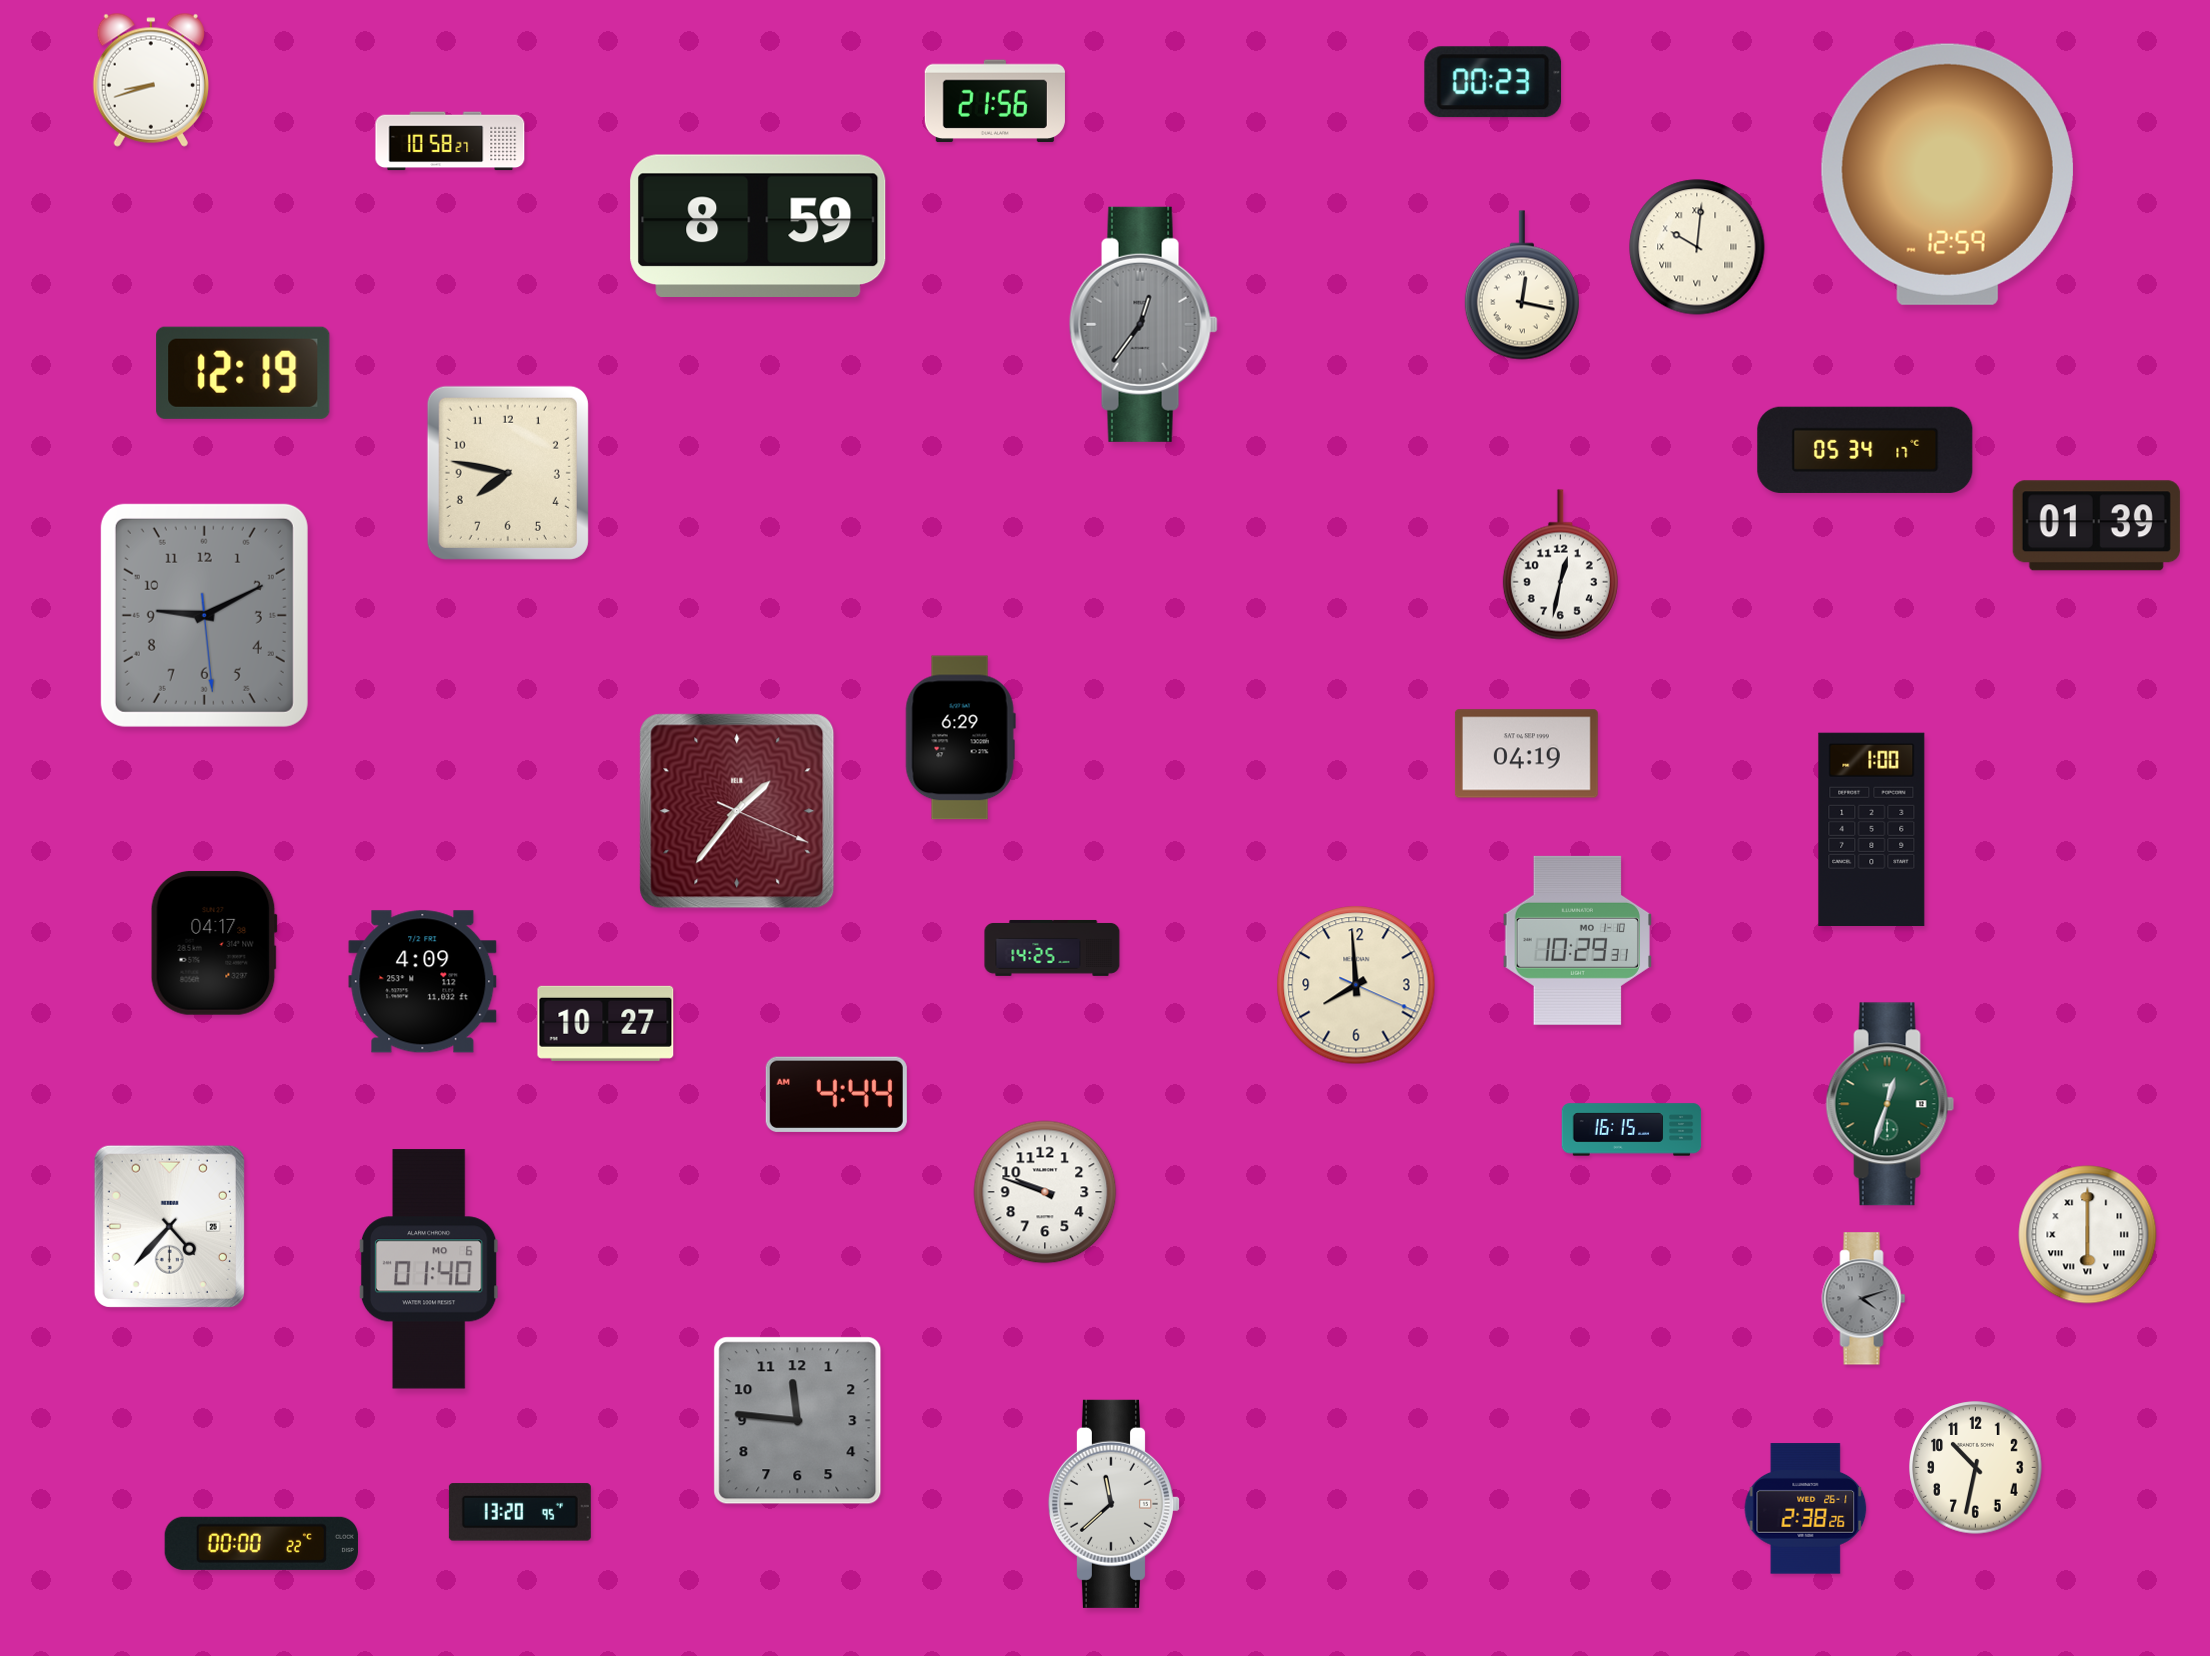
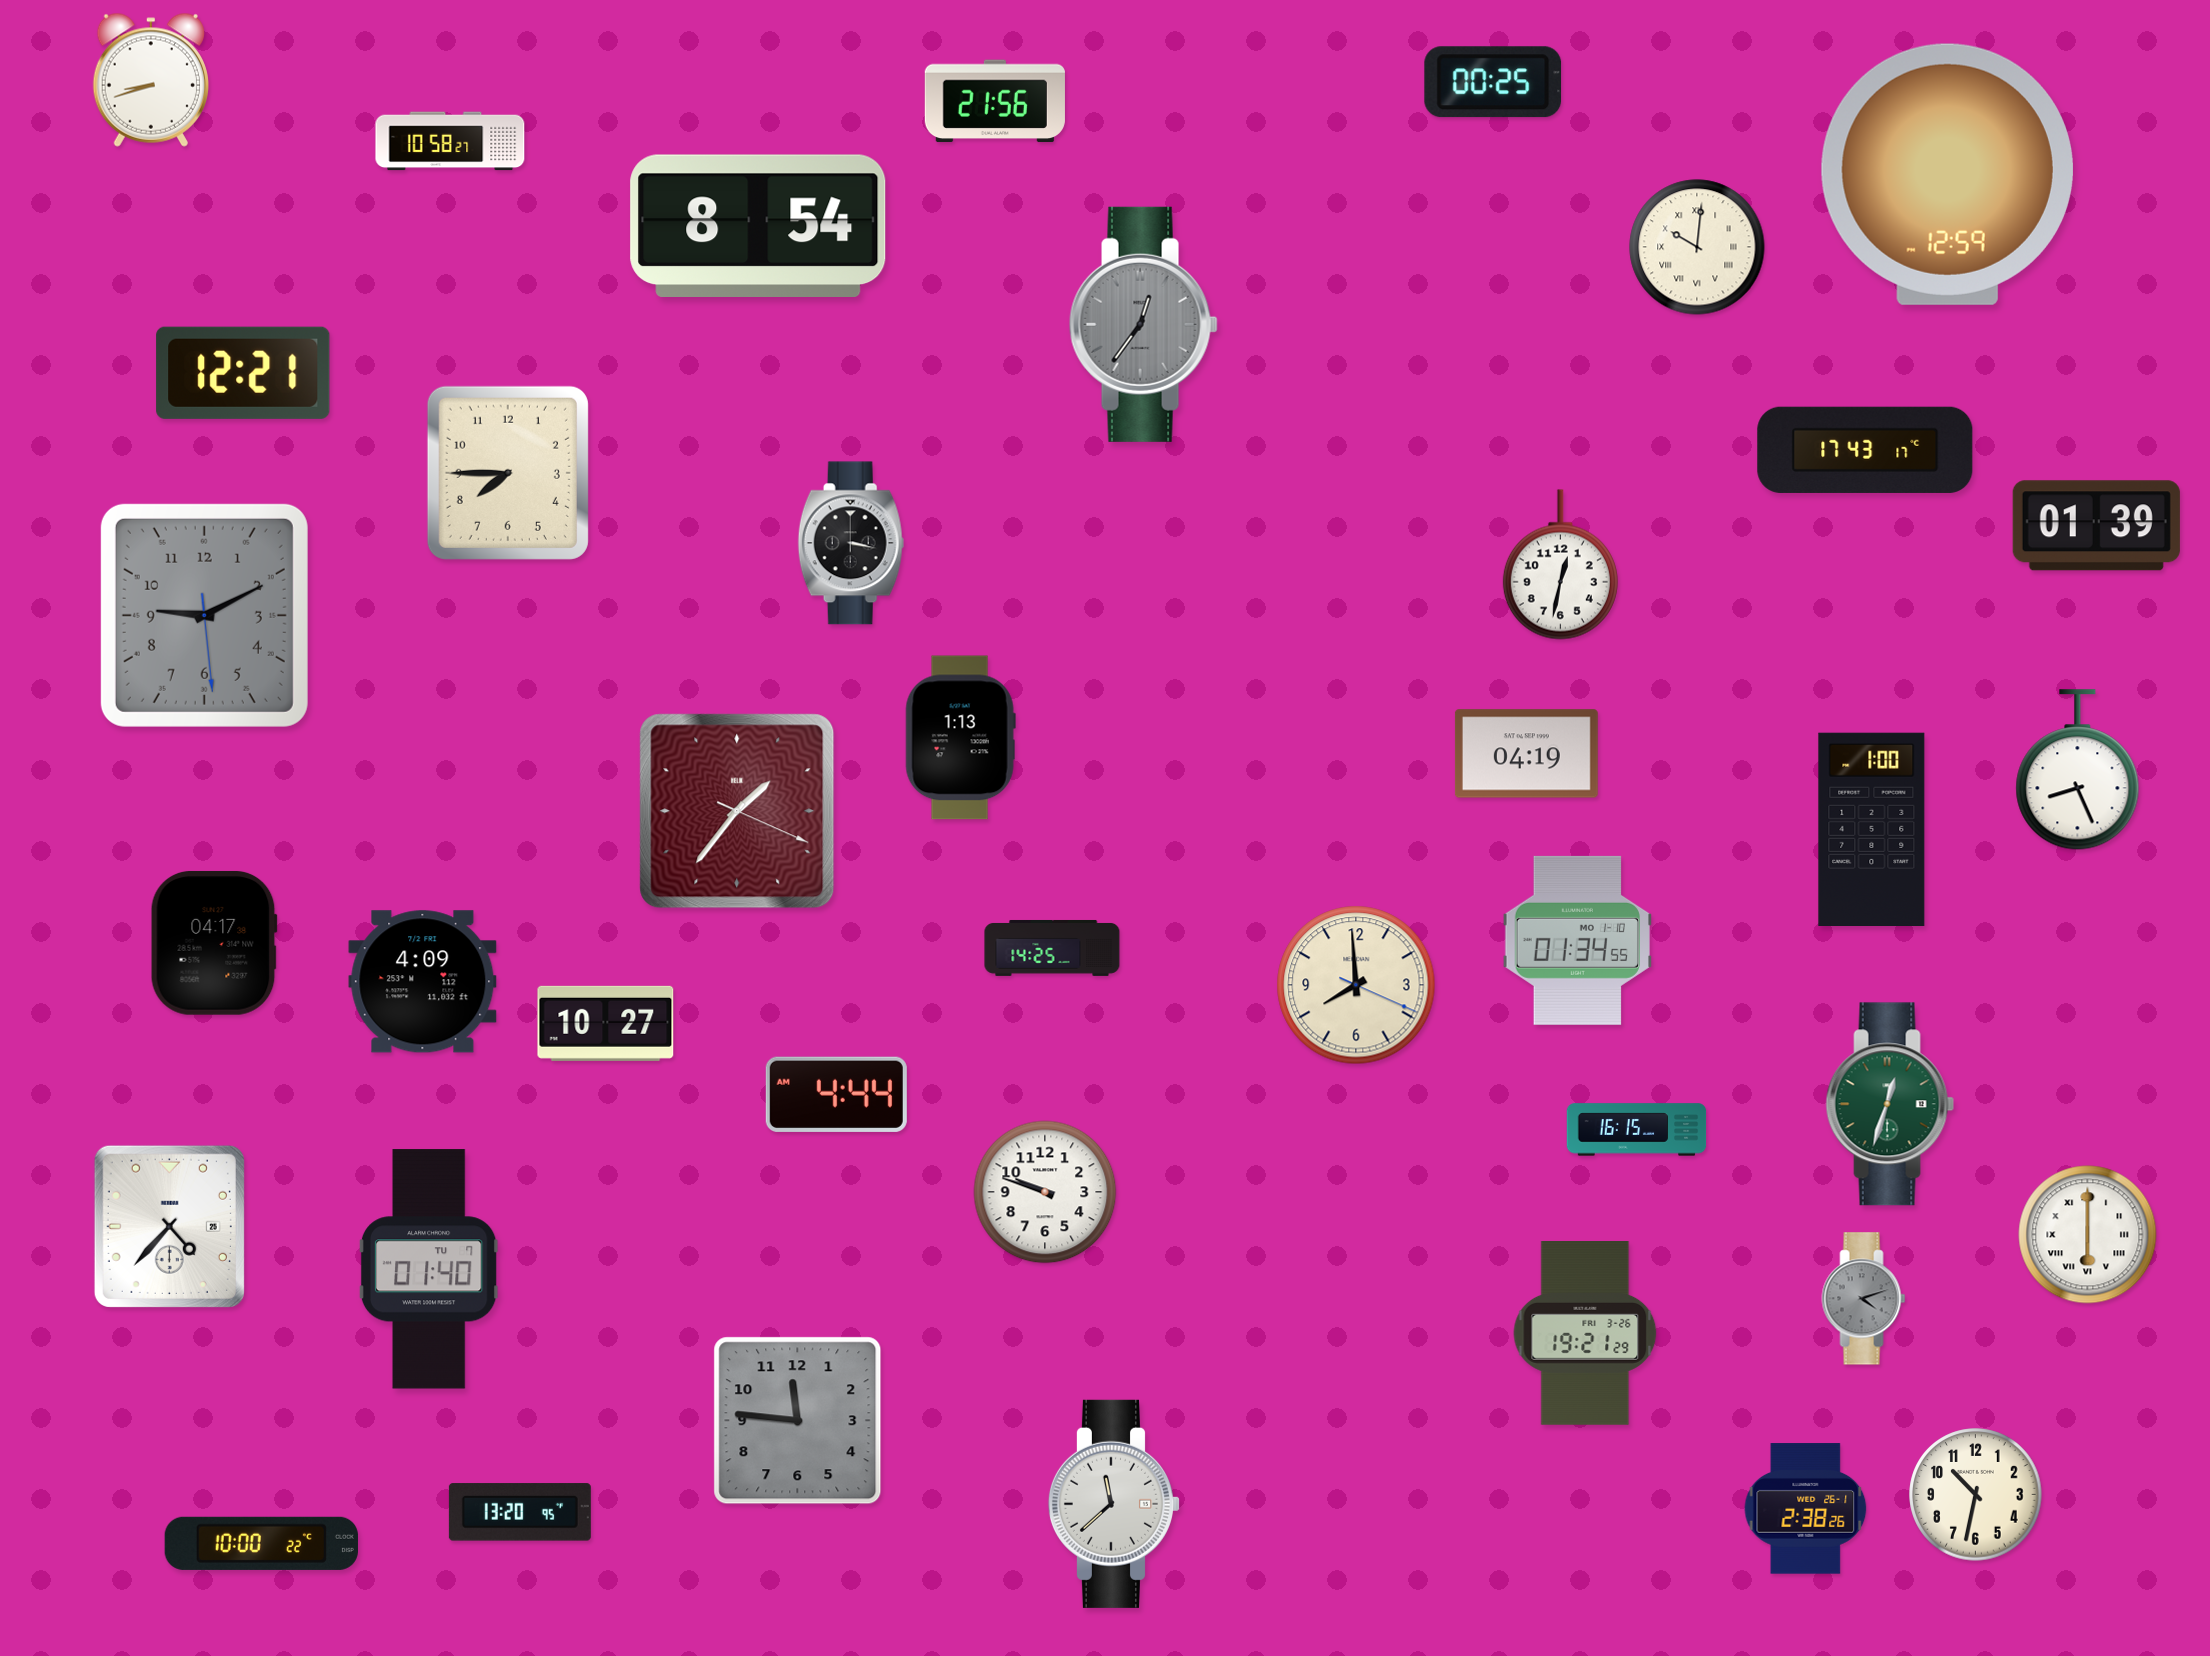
clock at (1493, 82): 00:23 -> 00:25
clock at (758, 225): 8:59 -> 8:54
clock at (1522, 285): 12:17 -> none
clock at (243, 373): 12:19 -> 12:21
clock at (1865, 450): 05:34 -> 17:43
clock at (508, 473): 7:47 -> 7:45
clock at (851, 543): none -> 3:17
clock at (960, 738): 6:29 -> 1:13
clock at (2078, 770): none -> 8:26
clock at (1578, 940): 10:29 -> 01:34
clock at (1632, 1130) position: (1632, 1130) -> (1637, 1130)
clock at (429, 1269) date: MO 6 -> TU 7
clock at (1585, 1334): none -> 19:21
clock at (1976, 1468) position: (1976, 1468) -> (1976, 1495)
clock at (261, 1543): 00:00 -> 10:00
